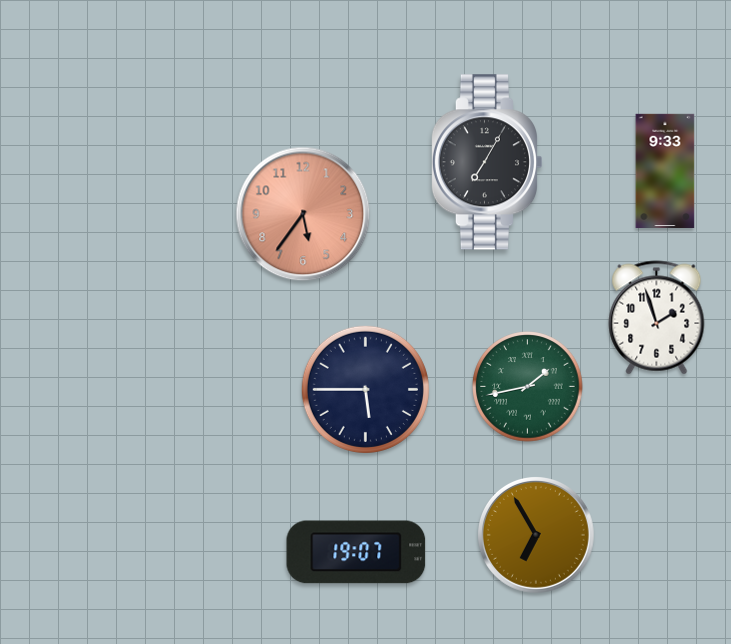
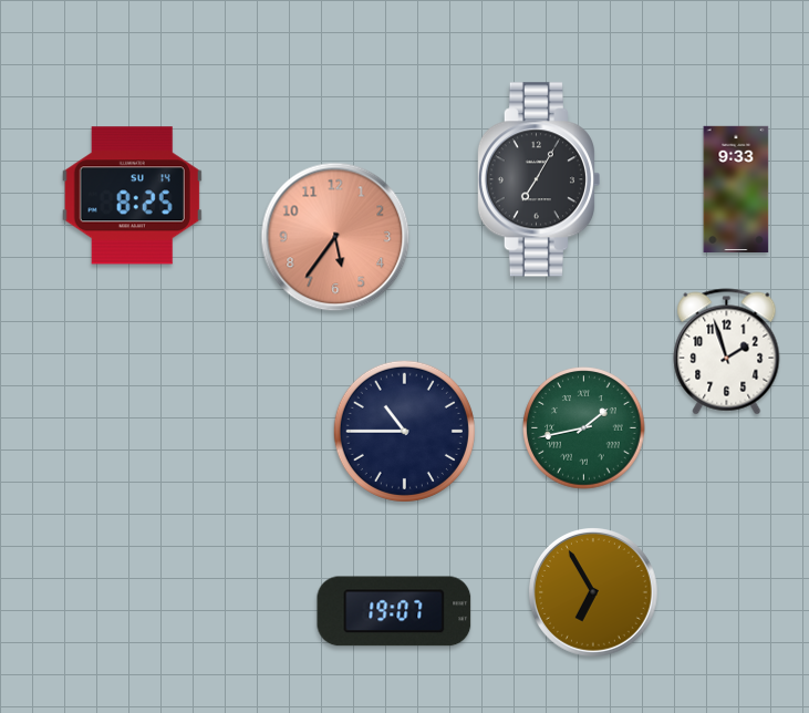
clock at (132, 196): none -> 8:25
clock at (365, 389): 5:45 -> 10:45
